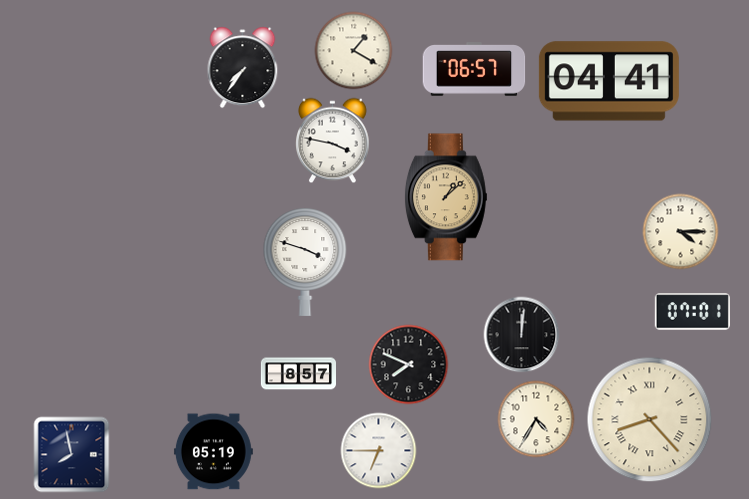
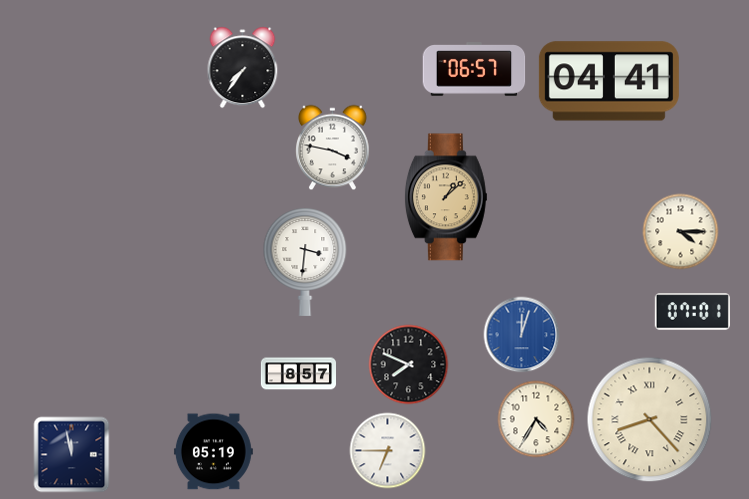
clock at (354, 51): 1:20 -> none
clock at (333, 141) position: (333, 141) -> (333, 148)
clock at (305, 262): 3:48 -> 3:31
clock at (522, 335): 12:01 -> 12:03
clock at (522, 335) dial: black -> blue
clock at (379, 451) position: (379, 451) -> (388, 451)
clock at (72, 455): 7:58 -> 11:58
